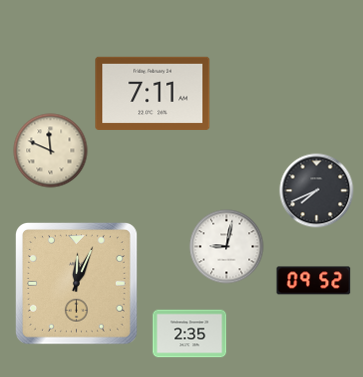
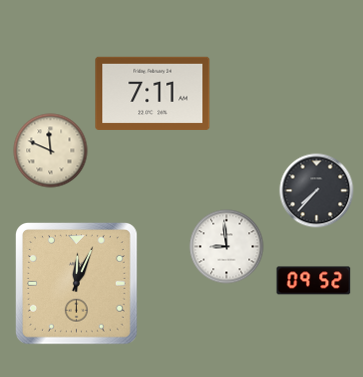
clock at (317, 191): 7:41 -> 7:37
clock at (227, 247): 9:02 -> 8:59
clock at (190, 334): 2:35 -> none
